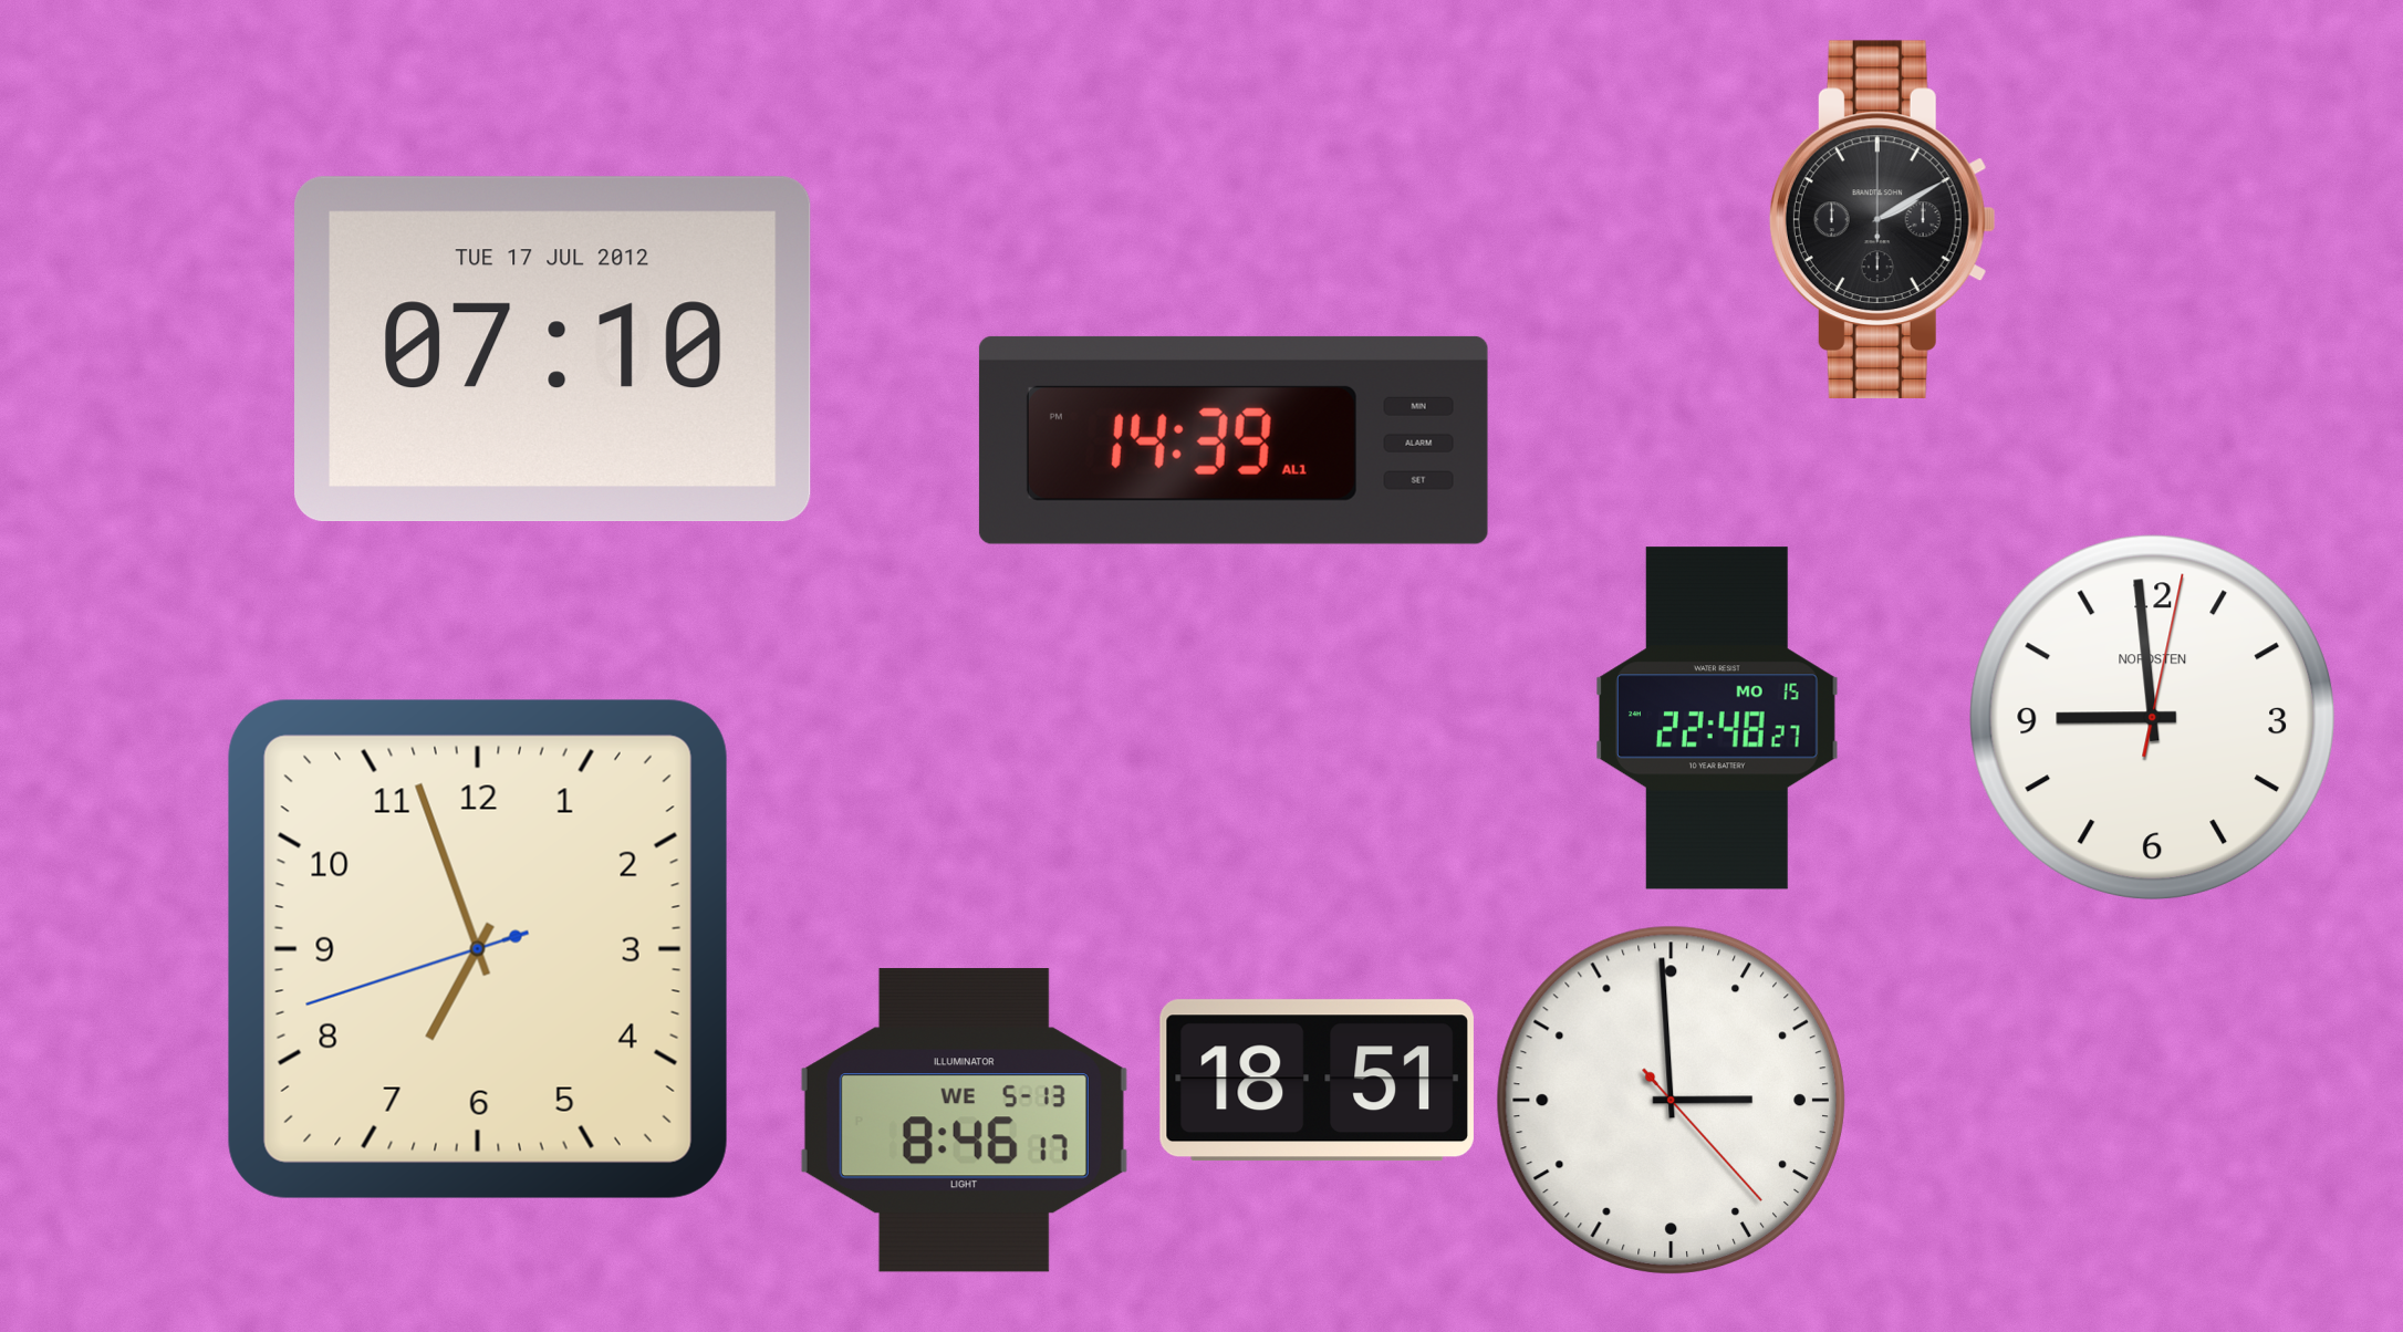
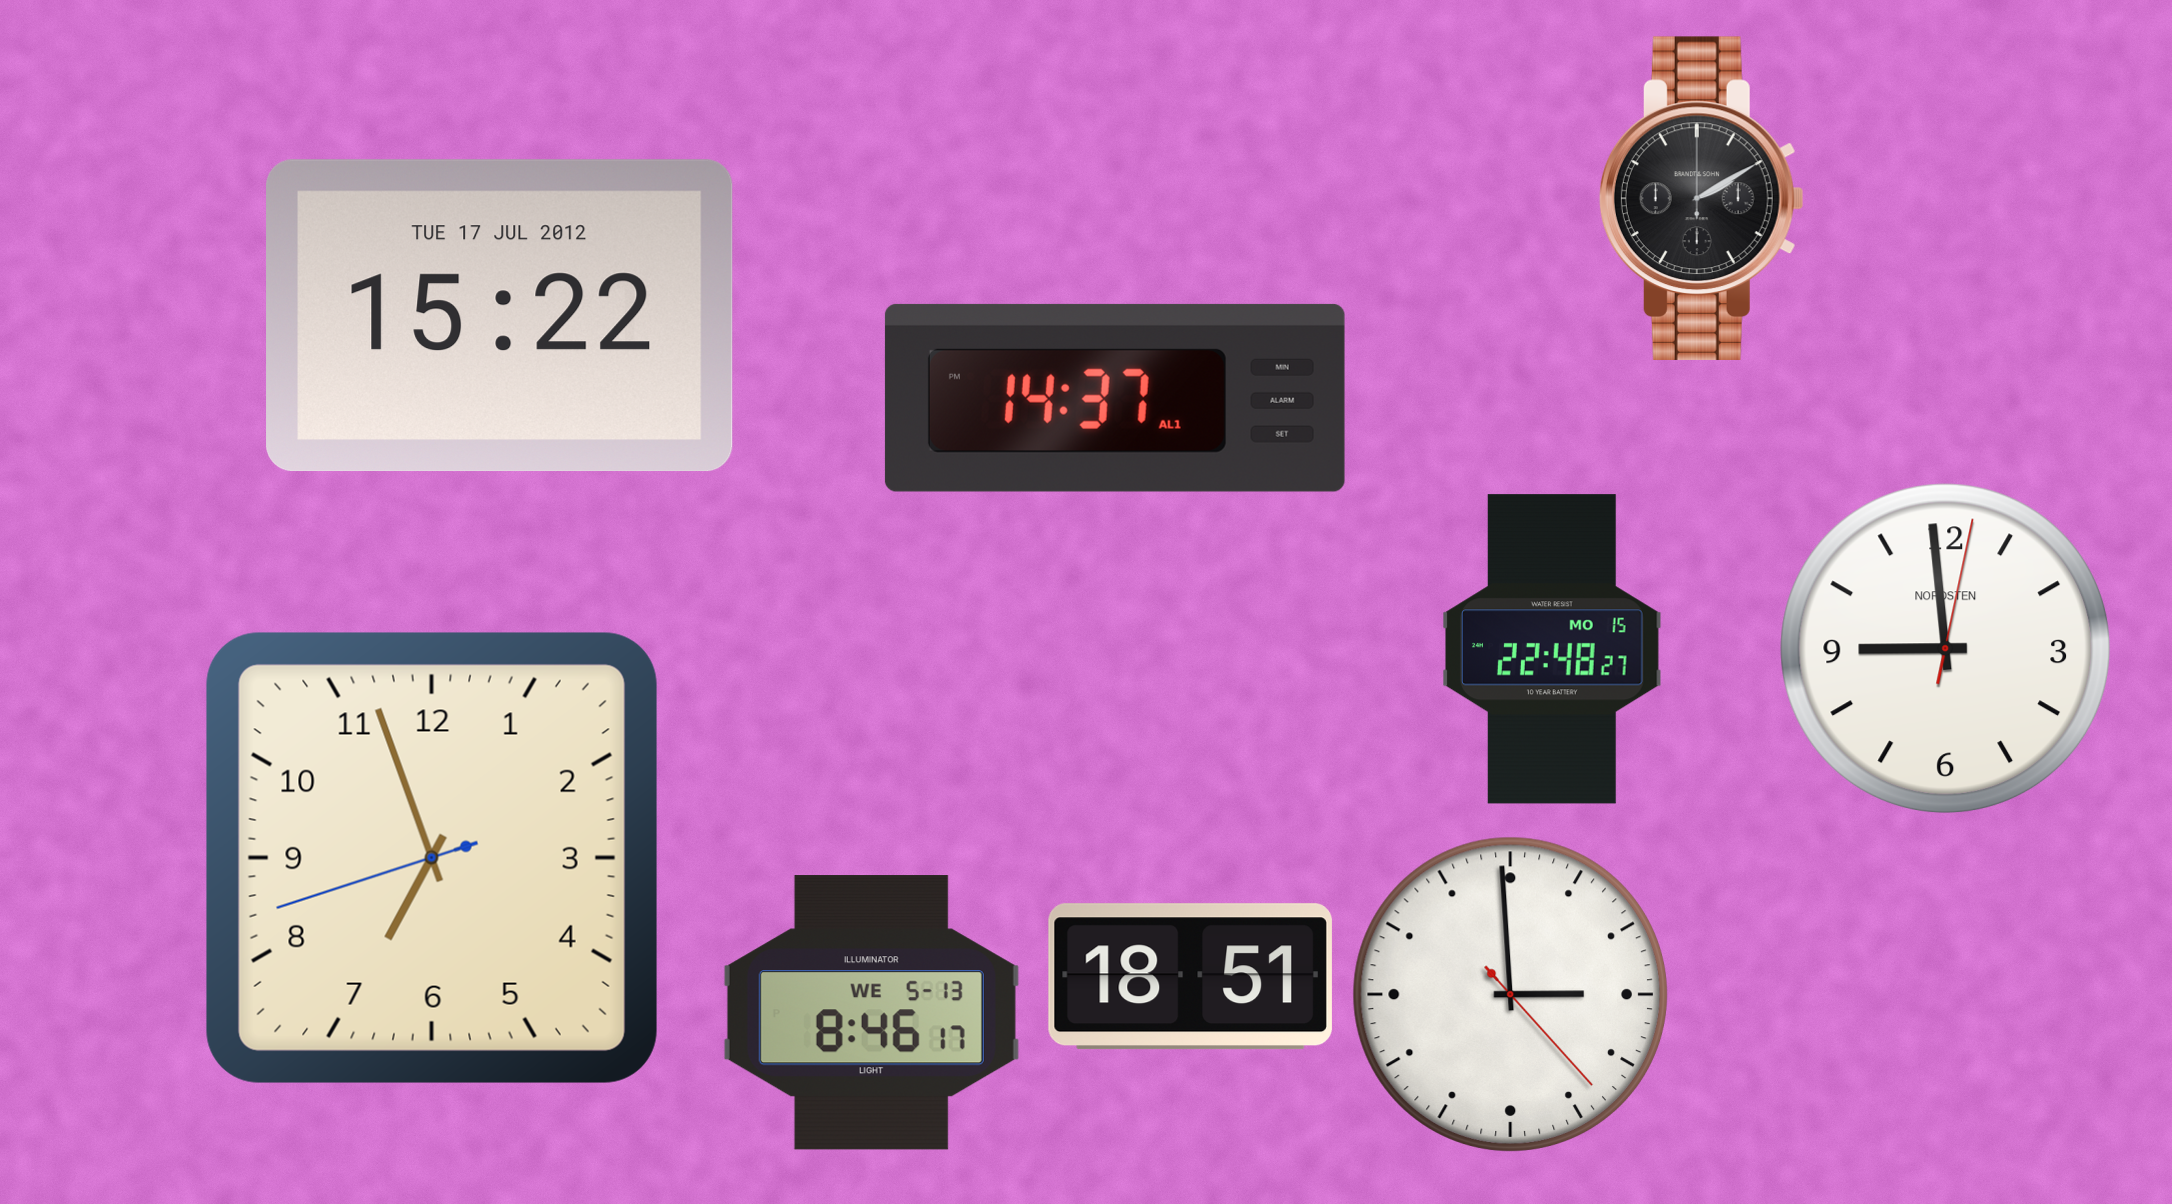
clock at (553, 350): 07:10 -> 15:22
clock at (1234, 440): 14:39 -> 14:37
